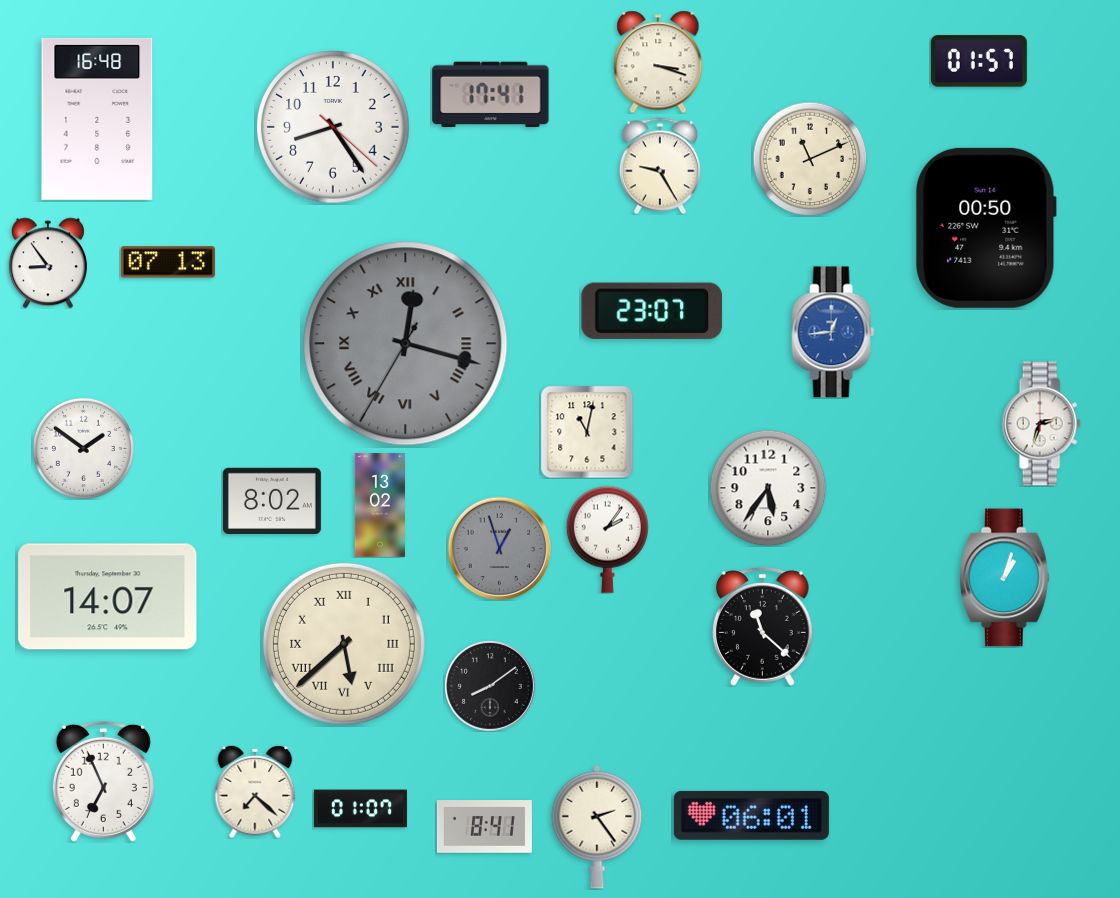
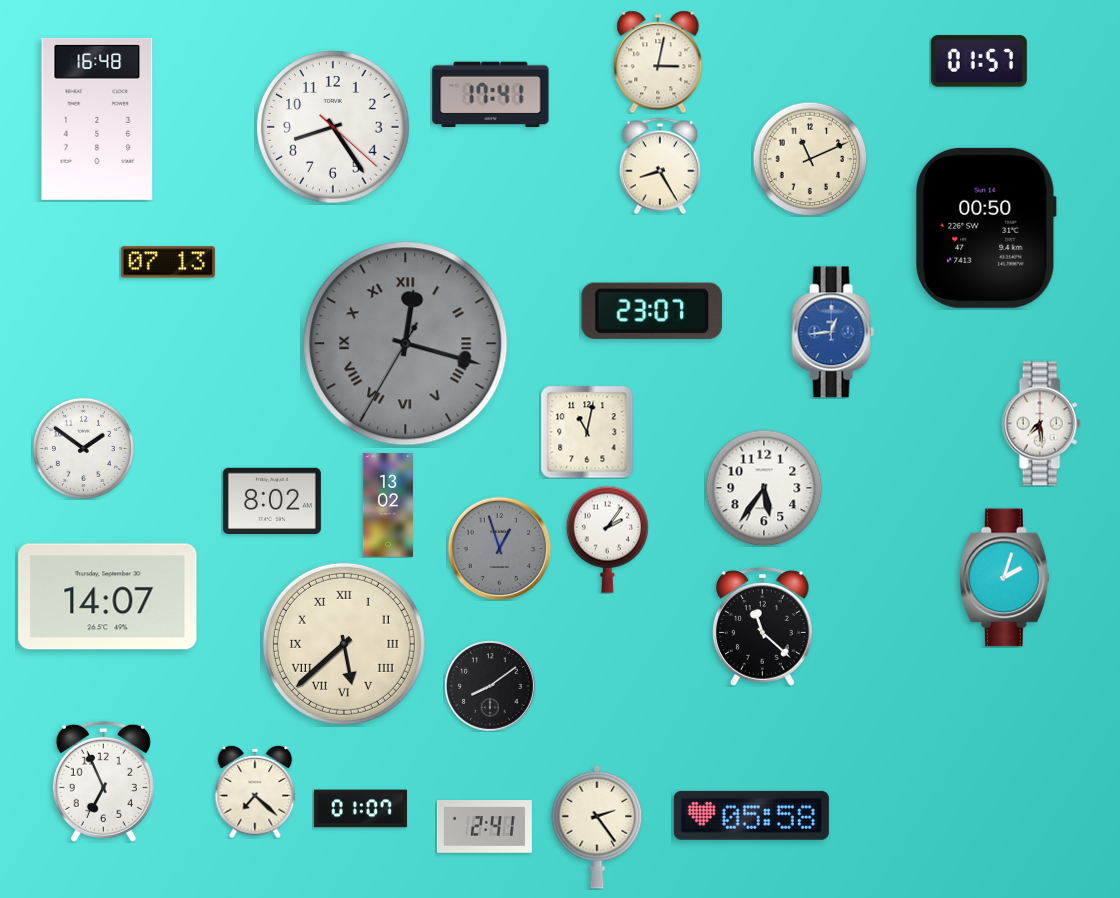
clock at (658, 62): 3:18 -> 3:02
clock at (660, 166): 9:25 -> 8:25
clock at (48, 263): 8:54 -> none
clock at (1041, 424): 2:33 -> 7:29
clock at (768, 488) position: (768, 488) -> (764, 488)
clock at (380, 505) position: (380, 505) -> (388, 505)
clock at (1004, 578): 1:03 -> 2:03
clock at (751, 815): 06:01 -> 05:58
clock at (484, 827): 8:41 -> 2:41
